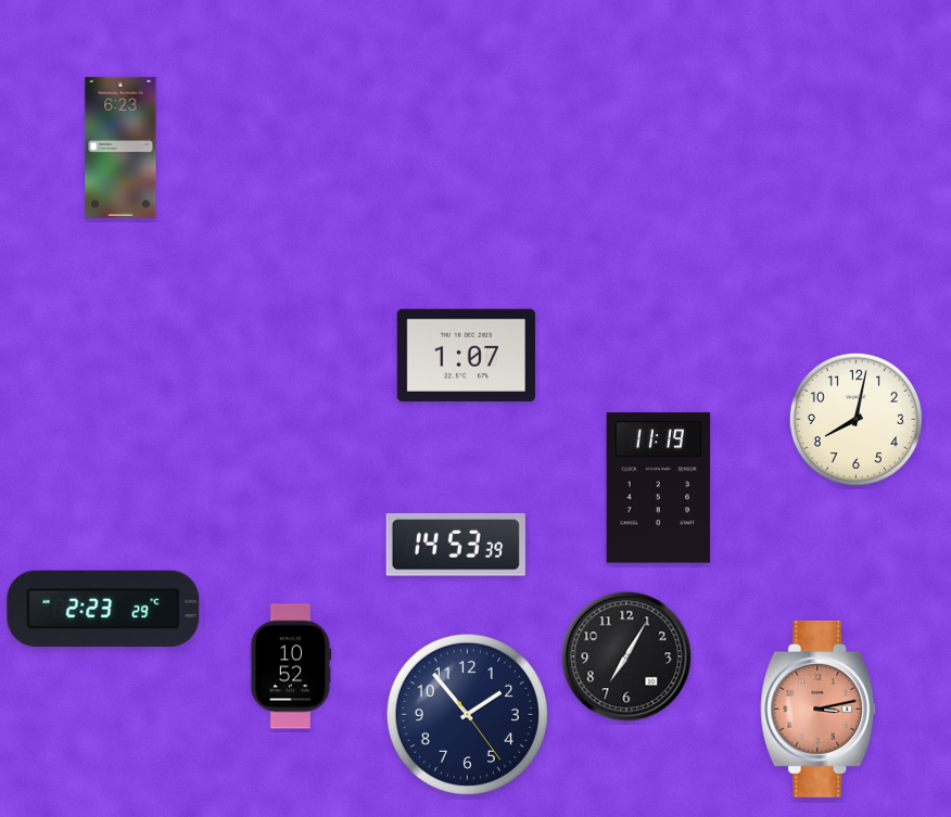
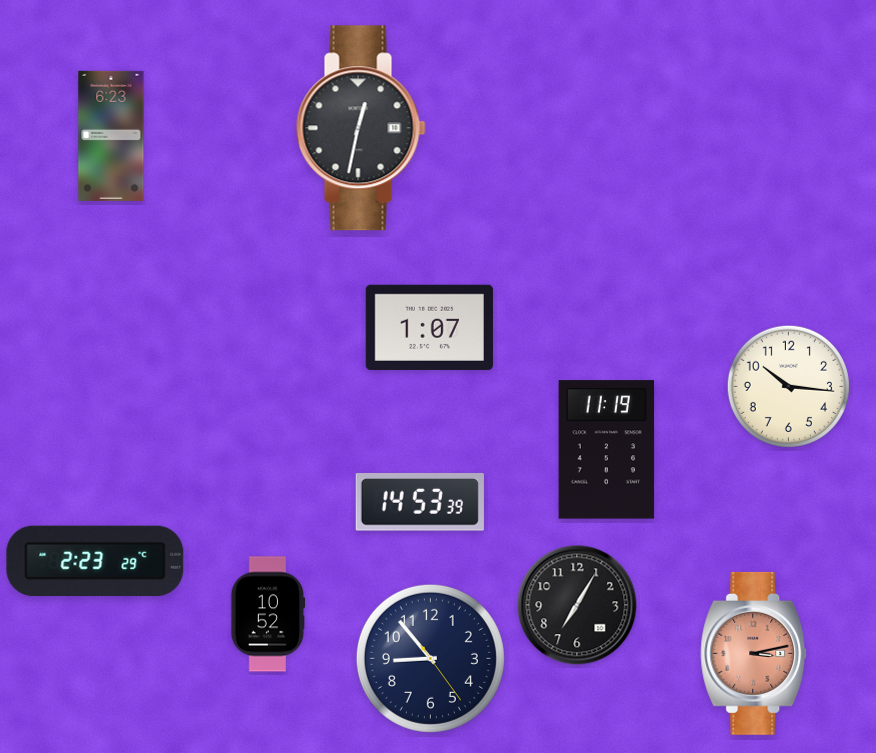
clock at (361, 128): none -> 12:32
clock at (855, 419): 8:02 -> 10:16
clock at (467, 714): 1:53 -> 8:53
